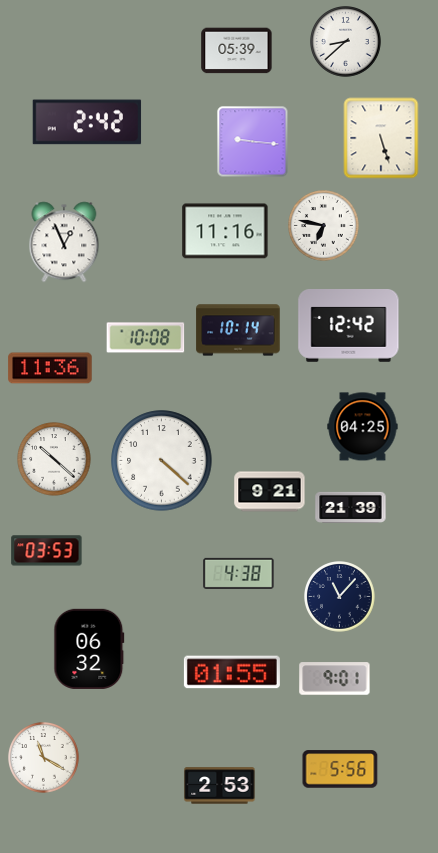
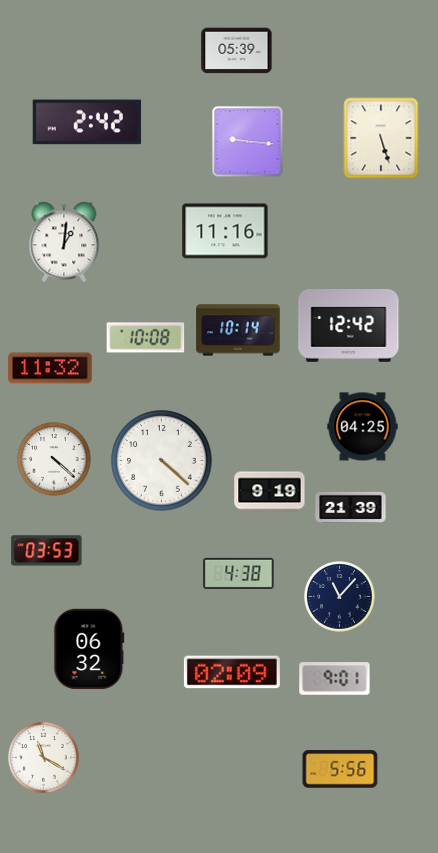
clock at (346, 42): 8:38 -> none
clock at (253, 142) position: (253, 142) -> (248, 142)
clock at (324, 226): 6:47 -> none
clock at (64, 242): 12:56 -> 1:01
clock at (50, 368): 11:36 -> 11:32
clock at (54, 459): 10:22 -> 4:22
clock at (270, 492): 9:21 -> 9:19
clock at (232, 672): 01:55 -> 02:09
clock at (220, 786): 2:53 -> none
